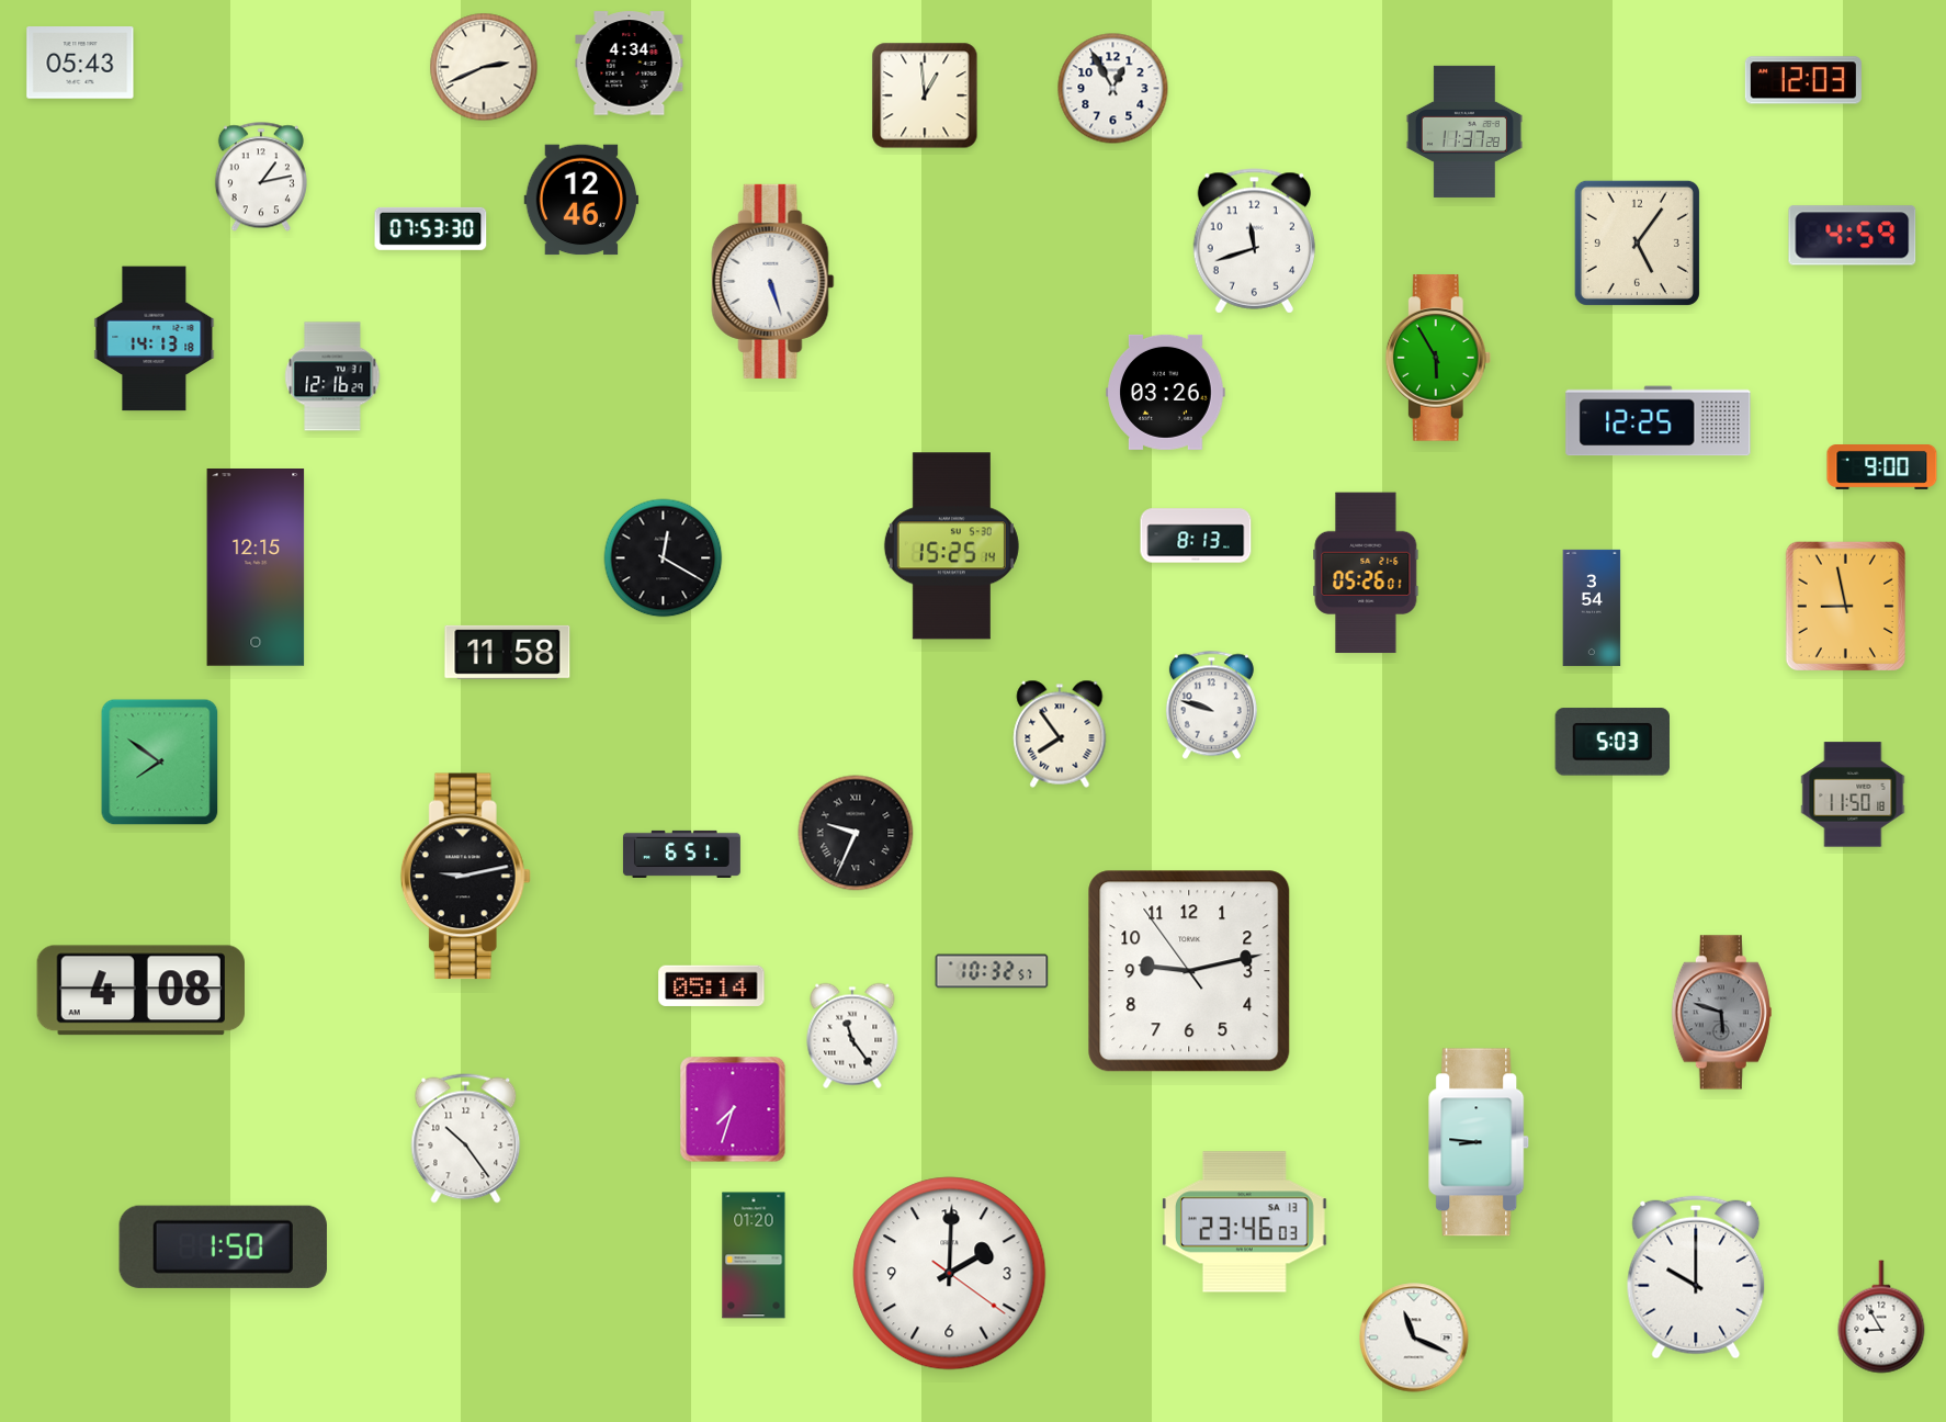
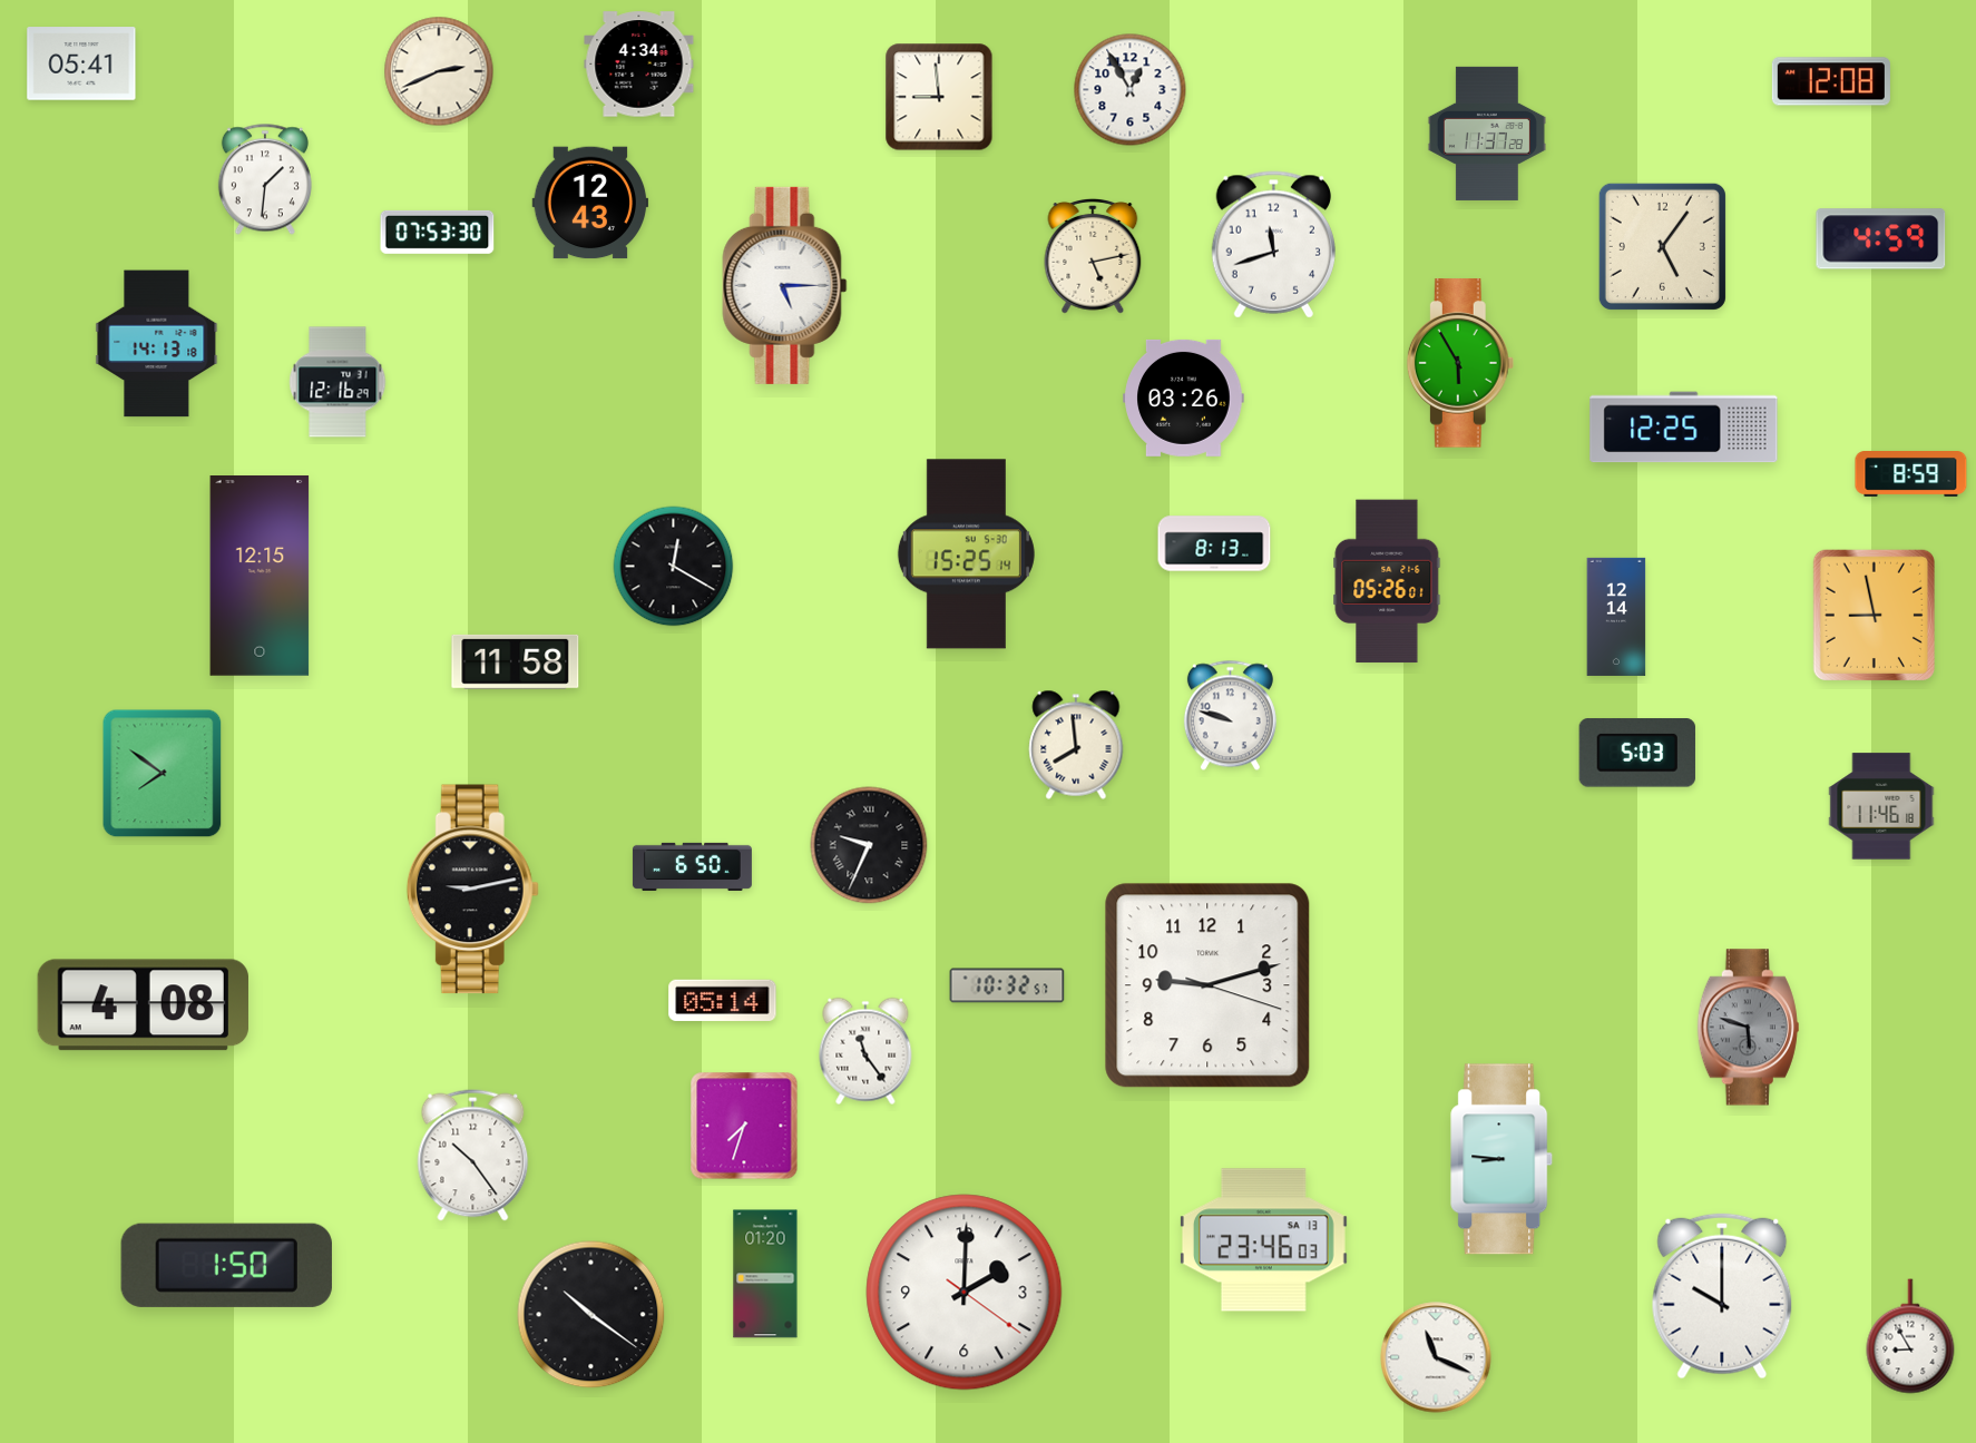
clock at (80, 63): 05:43 -> 05:41
clock at (484, 67) position: (484, 67) -> (439, 71)
clock at (1803, 80): 12:03 -> 12:08
clock at (925, 95): 12:59 -> 8:59
clock at (261, 177): 1:13 -> 1:31
clock at (581, 200): 12:46 -> 12:43
clock at (1093, 256): none -> 5:13
clock at (773, 281): 5:27 -> 5:15
clock at (1882, 467): 9:00 -> 8:59
clock at (1592, 608): 3:54 -> 12:14
clock at (1060, 734): 7:54 -> 7:59
clock at (1853, 794): 11:50 -> 11:46
clock at (681, 854): 6:51 -> 6:50
clock at (1189, 971): 9:12:54 -> 9:12:18
clock at (591, 1315): none -> 10:21
